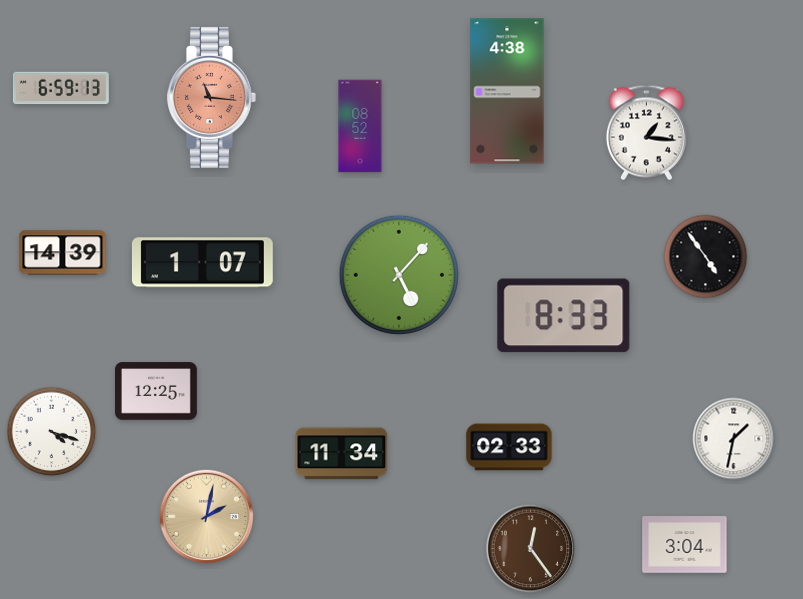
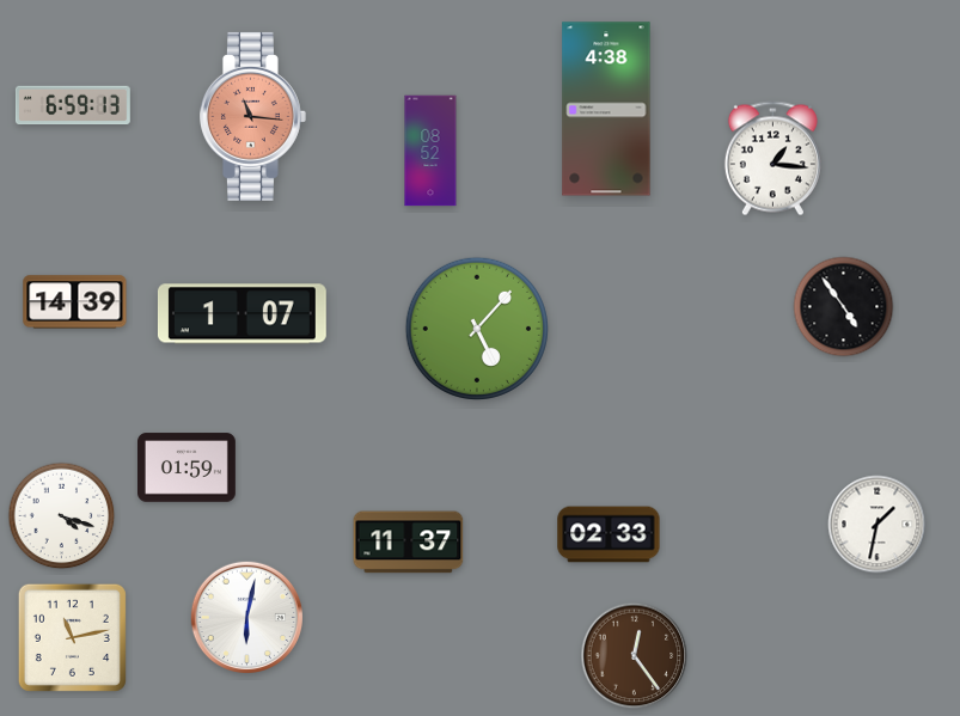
clock at (564, 316): 8:33 -> none
clock at (157, 391): 12:25 -> 01:59
clock at (342, 454): 11:34 -> 11:37
clock at (206, 516): 2:02 -> 6:02
clock at (206, 516) dial: champagne -> white
clock at (72, 637): none -> 11:13
clock at (685, 545): 3:04 -> none
